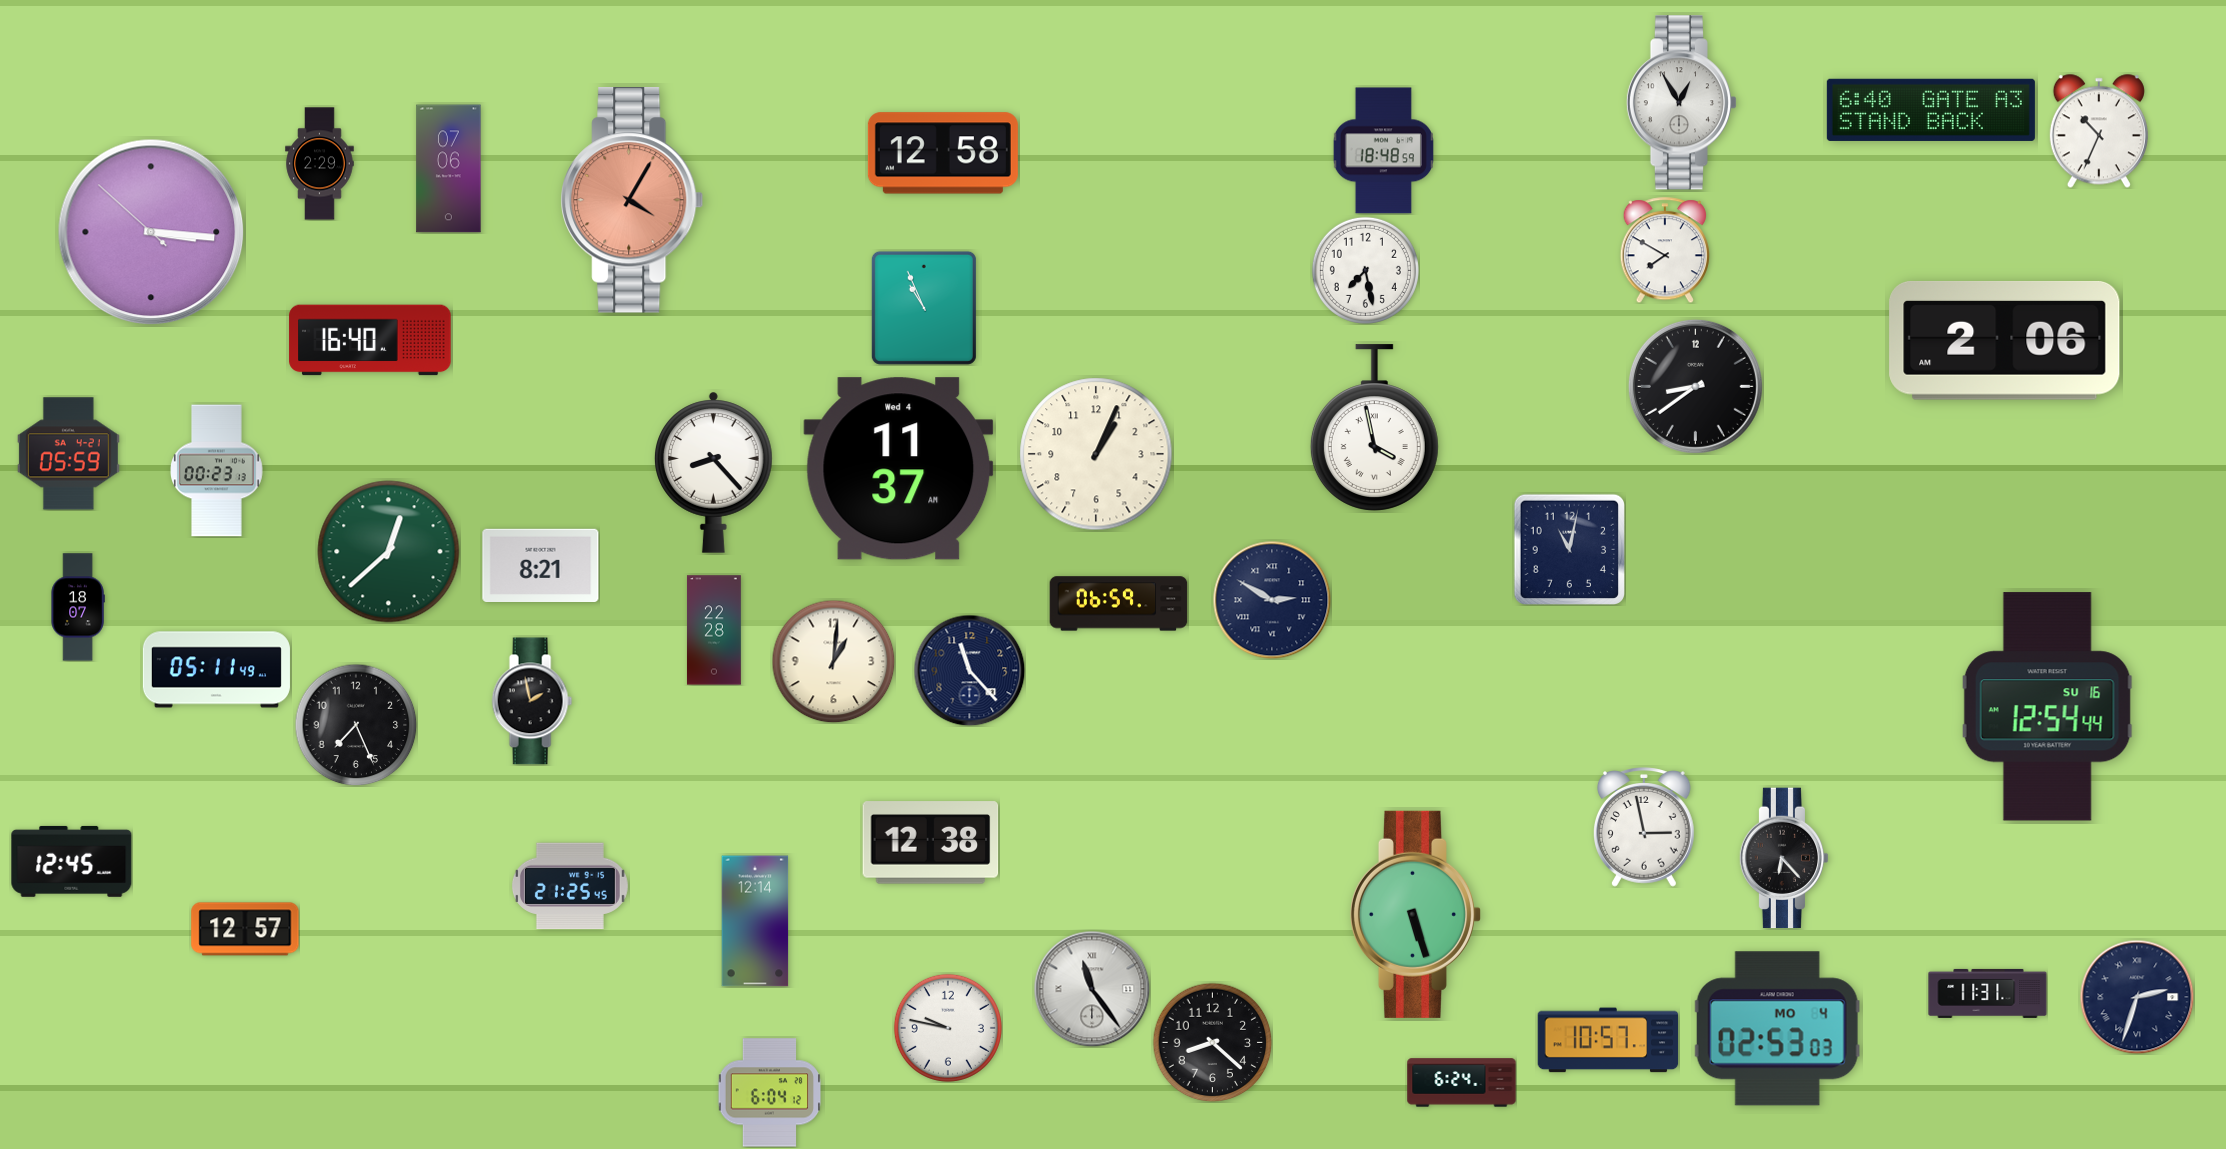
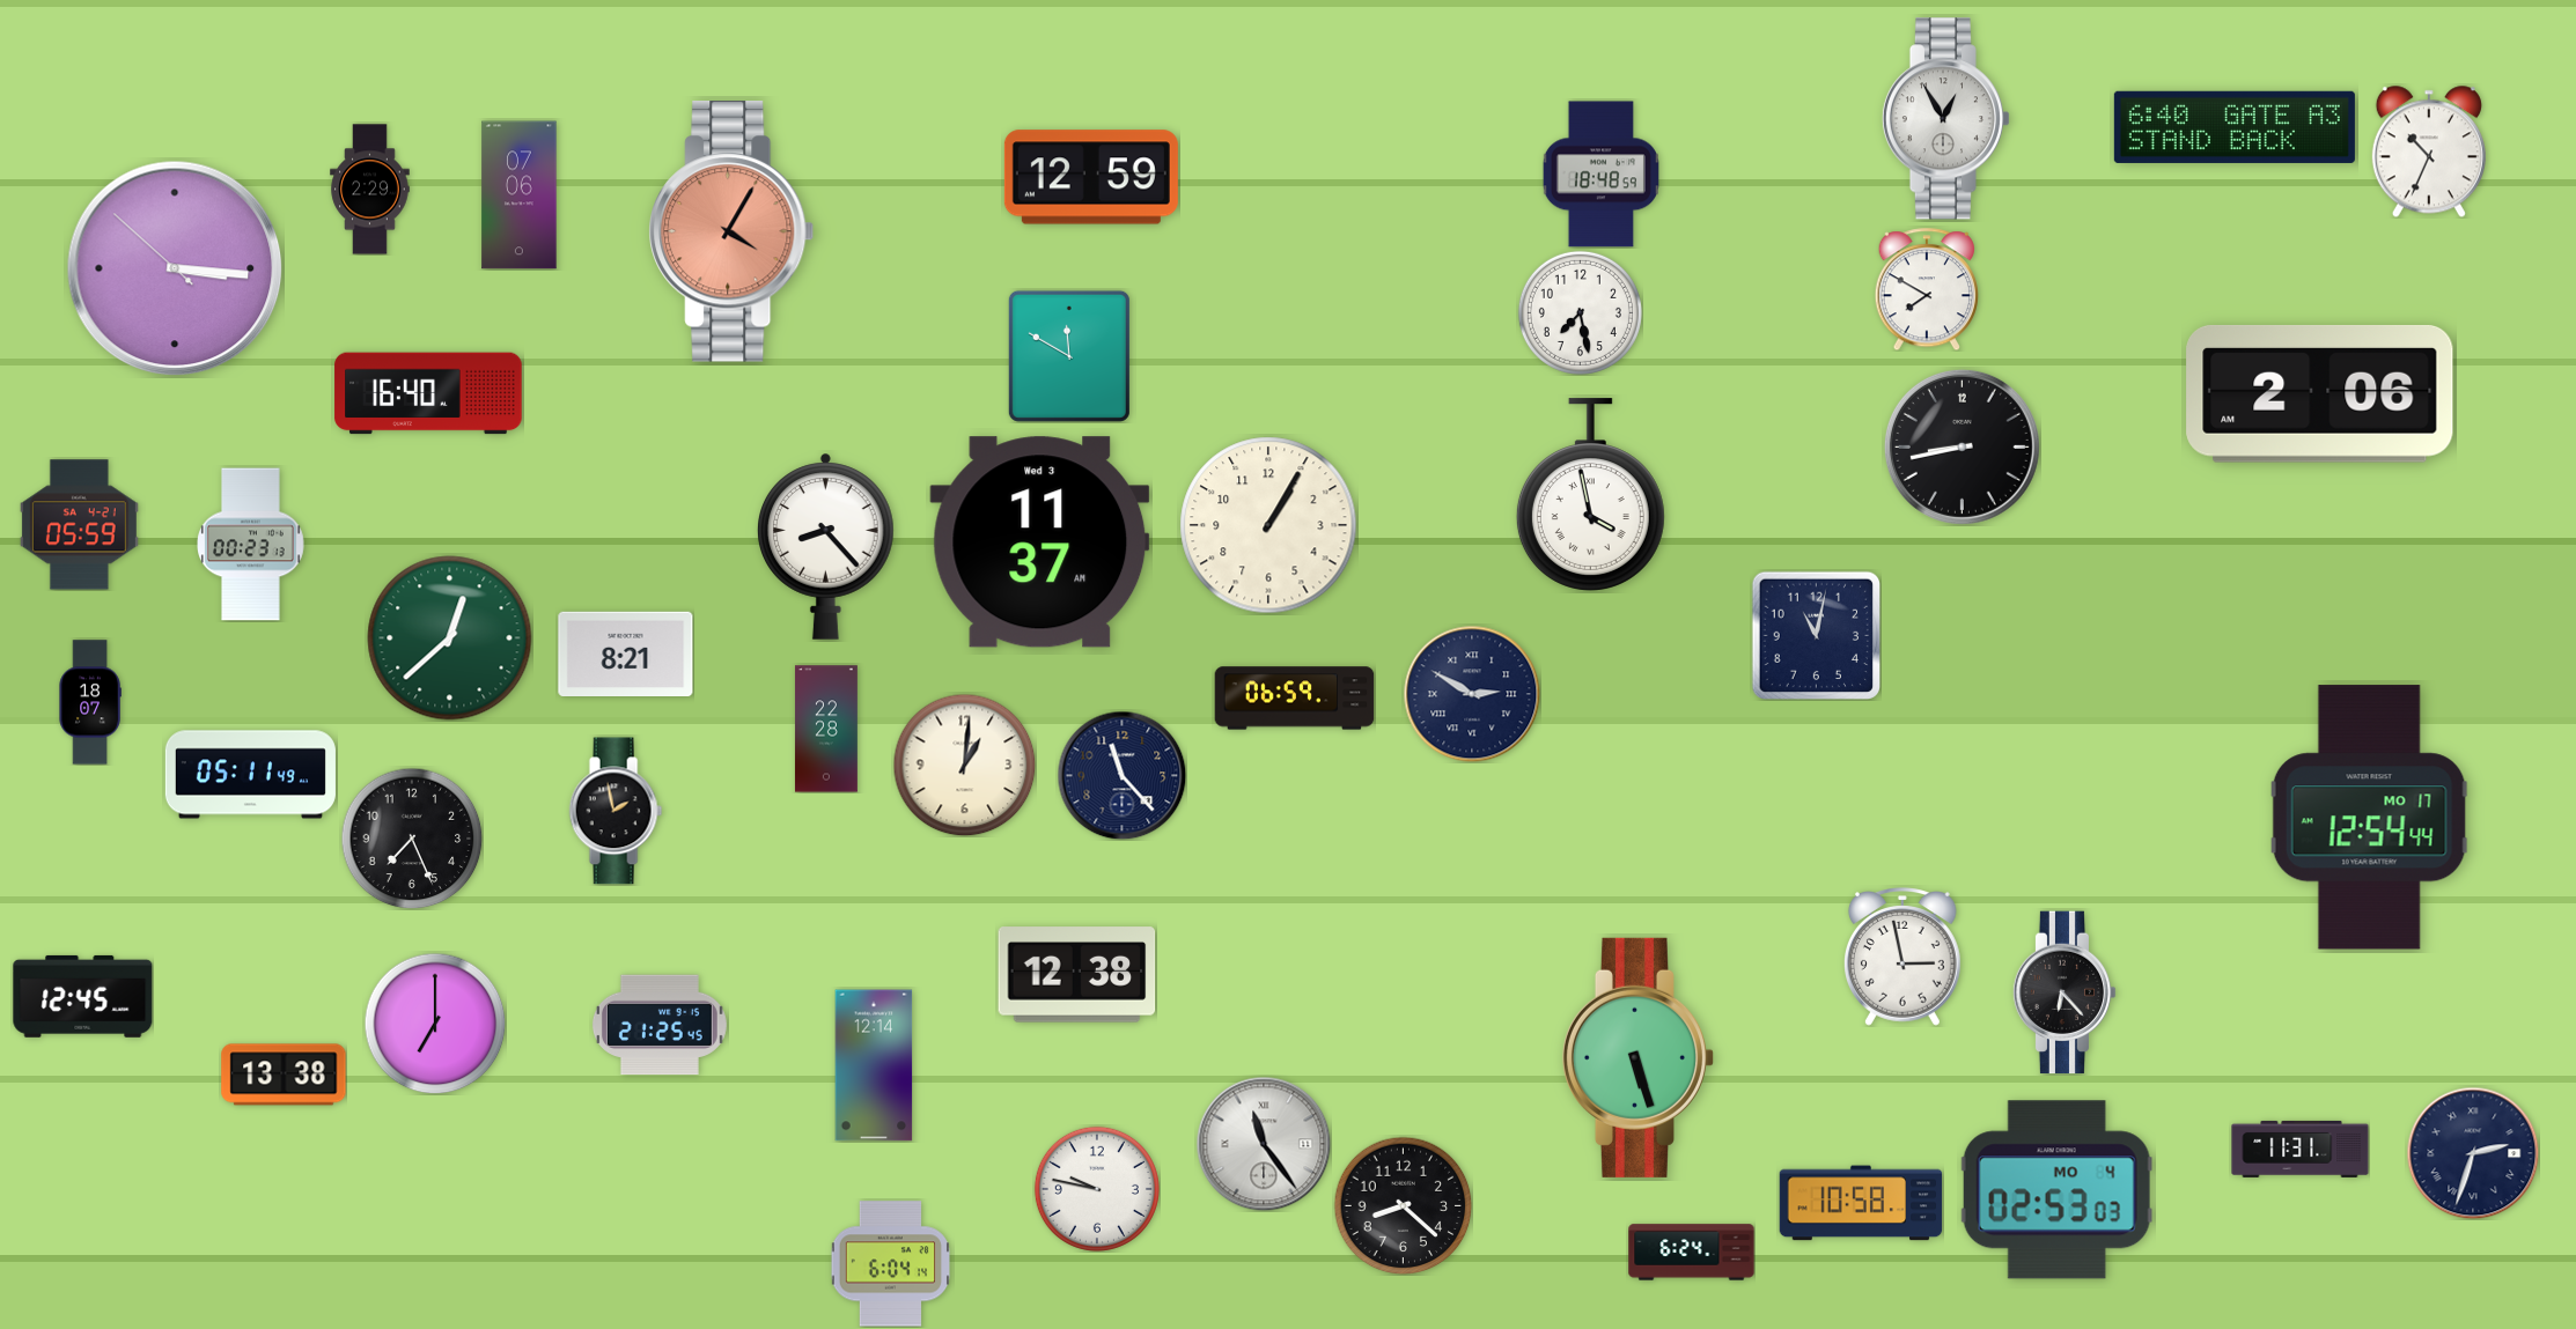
clock at (943, 153): 12:58 -> 12:59
clock at (924, 308): 10:56 -> 11:50
clock at (1695, 386): 8:39 -> 8:43
clock at (1096, 454): 1:04 -> 1:05
clock at (899, 469) date: Wed 4 -> Wed 3
clock at (2047, 707) date: SU 16 -> MO 17
clock at (435, 1024): none -> 7:00
clock at (245, 929): 12:57 -> 13:38
clock at (1608, 1040): 10:57 -> 10:58
clock at (770, 1093): 6:04:12 -> 6:04:14
